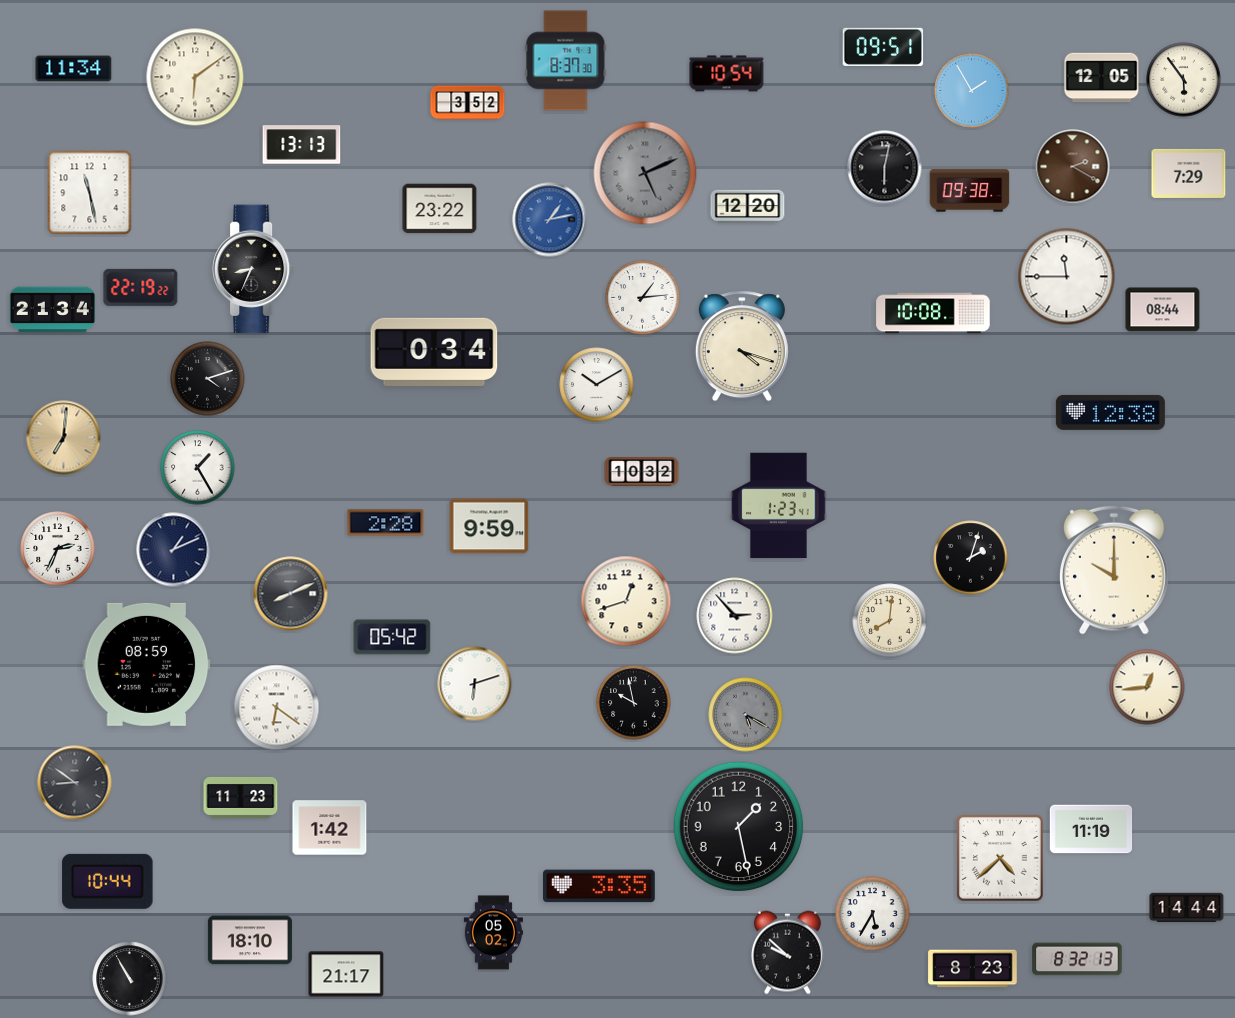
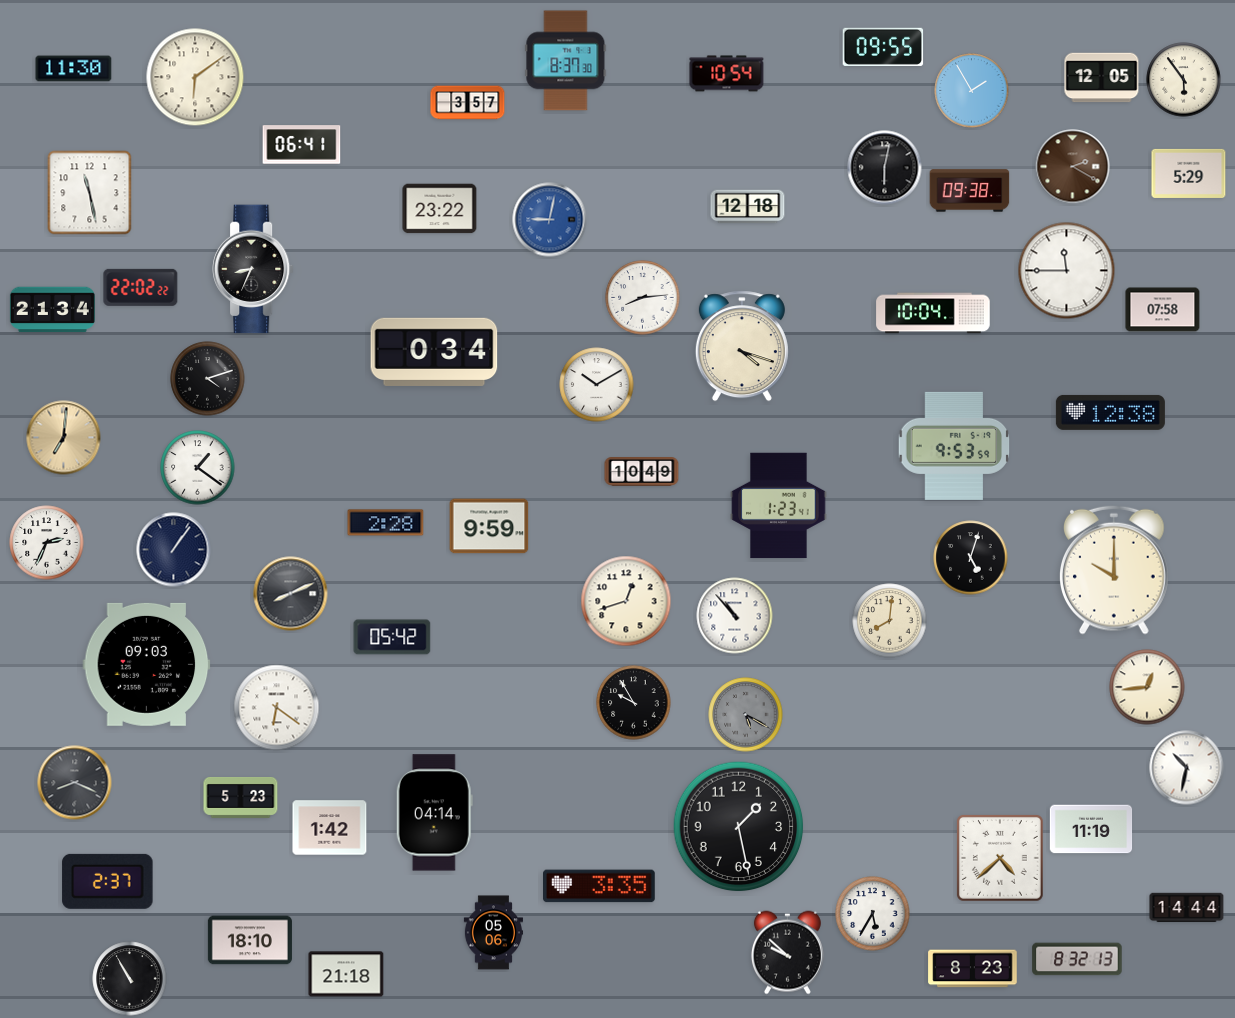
clock at (883, 47): 09:51 -> 09:55
clock at (74, 69): 11:34 -> 11:30
clock at (468, 103): 3:52 -> 3:57
clock at (302, 145): 13:13 -> 06:41
clock at (645, 173): 5:11 -> none
clock at (1189, 173): 7:29 -> 5:29
clock at (748, 207): 12:20 -> 12:18
clock at (550, 220): 1:13 -> 9:02
clock at (1067, 277) position: (1067, 277) -> (1067, 271)
clock at (141, 287): 22:19 -> 22:02
clock at (643, 298): 1:14 -> 8:14
clock at (1163, 310): 08:44 -> 07:58
clock at (933, 313): 10:08 -> 10:04
clock at (954, 446): none -> 9:53
clock at (198, 468): 1:25 -> 1:21
clock at (642, 472): 10:32 -> 10:49
clock at (58, 549) position: (58, 549) -> (47, 543)
clock at (174, 550): 1:11 -> 1:06
clock at (971, 558): 2:03 -> 5:03
clock at (735, 616): 2:53 -> 10:53
clock at (147, 664): 08:59 -> 09:03
clock at (475, 684): 6:12 -> none
clock at (634, 703): 9:58 -> 9:55
clock at (1187, 768): none -> 10:32
clock at (75, 783): 8:51 -> 8:19
clock at (241, 797): 11:23 -> 5:23
clock at (434, 813): none -> 04:14
clock at (108, 881): 10:44 -> 2:37
clock at (493, 933): 05:02 -> 05:06
clock at (346, 974): 21:17 -> 21:18
